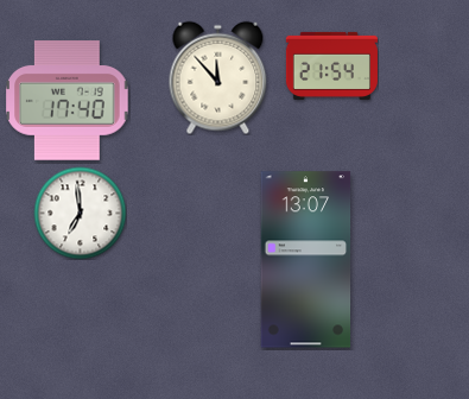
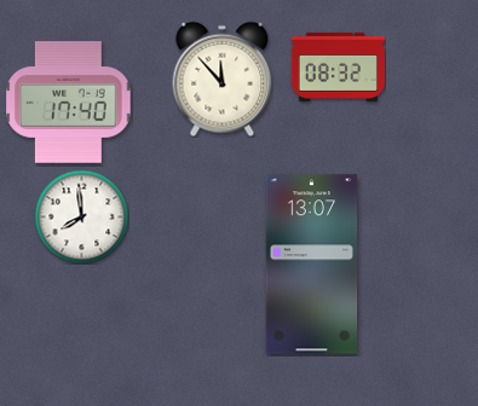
clock at (331, 65): 21:54 -> 08:32
clock at (80, 213): 6:59 -> 7:59
